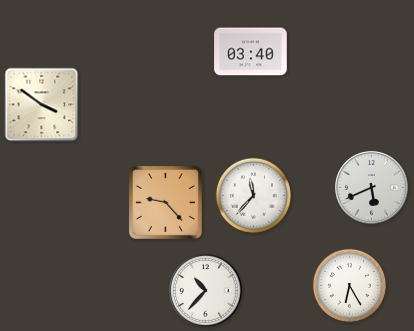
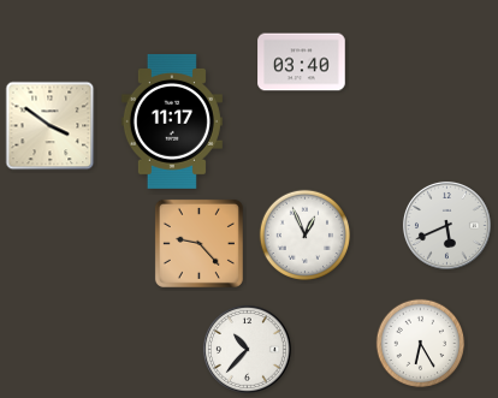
clock at (172, 121): none -> 11:17
clock at (253, 195): 11:37 -> 12:56
